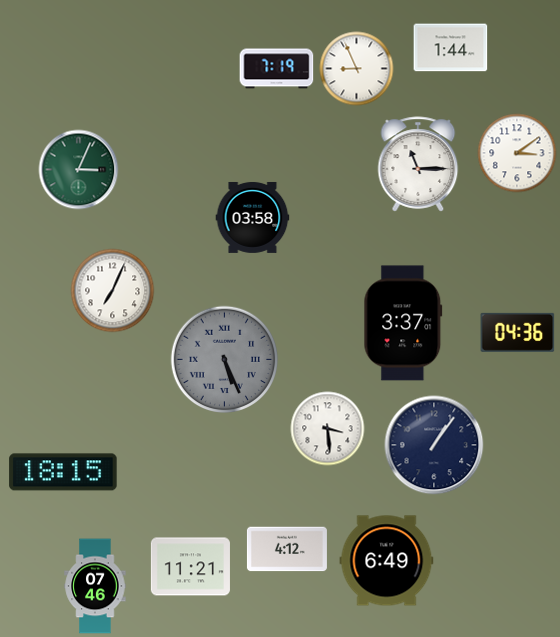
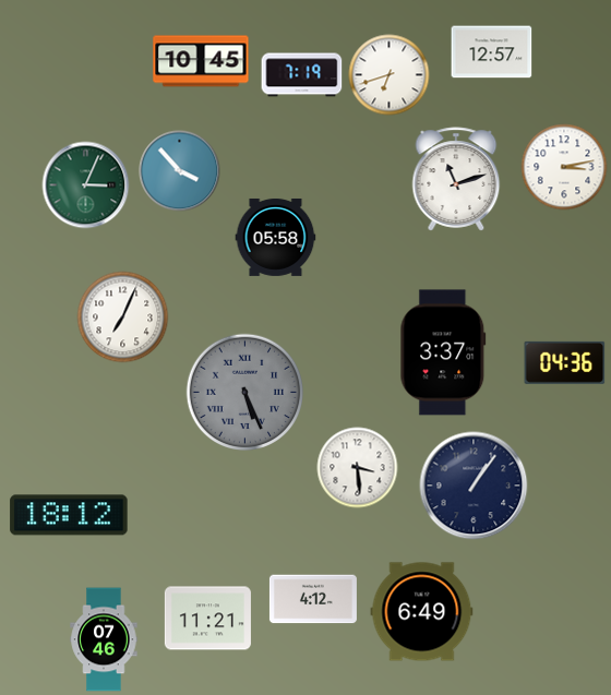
clock at (451, 48): 1:44 -> 12:57
clock at (201, 61): none -> 10:45
clock at (357, 69): 8:56 -> 6:42
clock at (517, 153): 3:09 -> 3:13
clock at (180, 171): none -> 3:53
clock at (418, 164): 11:15 -> 11:12
clock at (253, 217): 03:58 -> 05:58
clock at (403, 323) position: (403, 323) -> (443, 352)
clock at (63, 472): 18:15 -> 18:12
